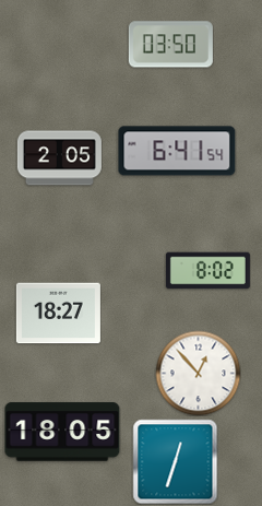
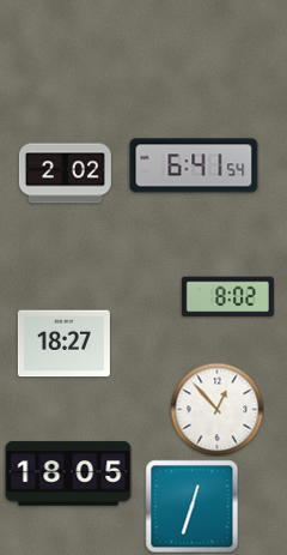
clock at (170, 45): 03:50 -> none
clock at (59, 158): 2:05 -> 2:02
